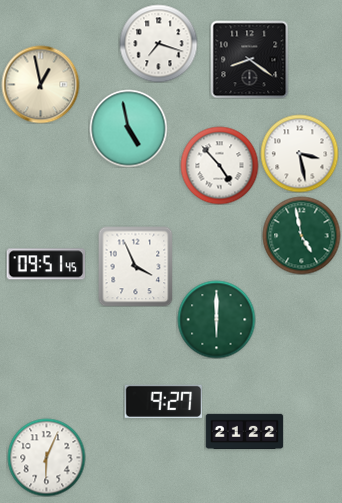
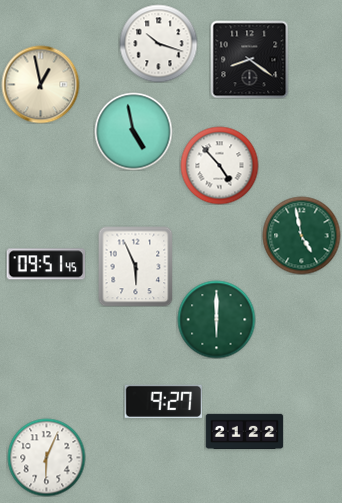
clock at (158, 43): 7:18 -> 10:18
clock at (128, 128) position: (128, 128) -> (133, 131)
clock at (299, 153): 3:28 -> none
clock at (136, 266): 3:56 -> 5:56
